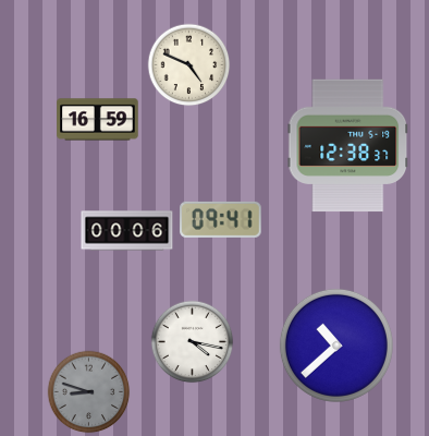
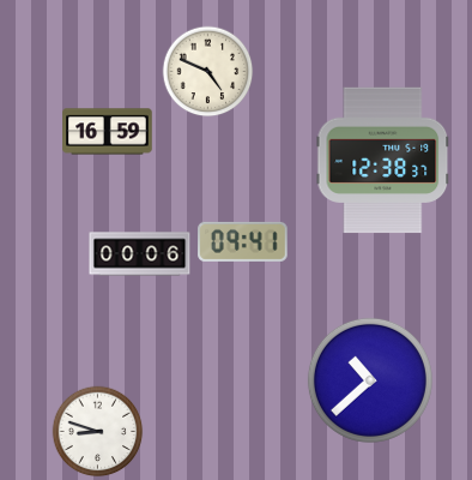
clock at (193, 342): 4:17 -> none
clock at (89, 392) dial: grey -> white
